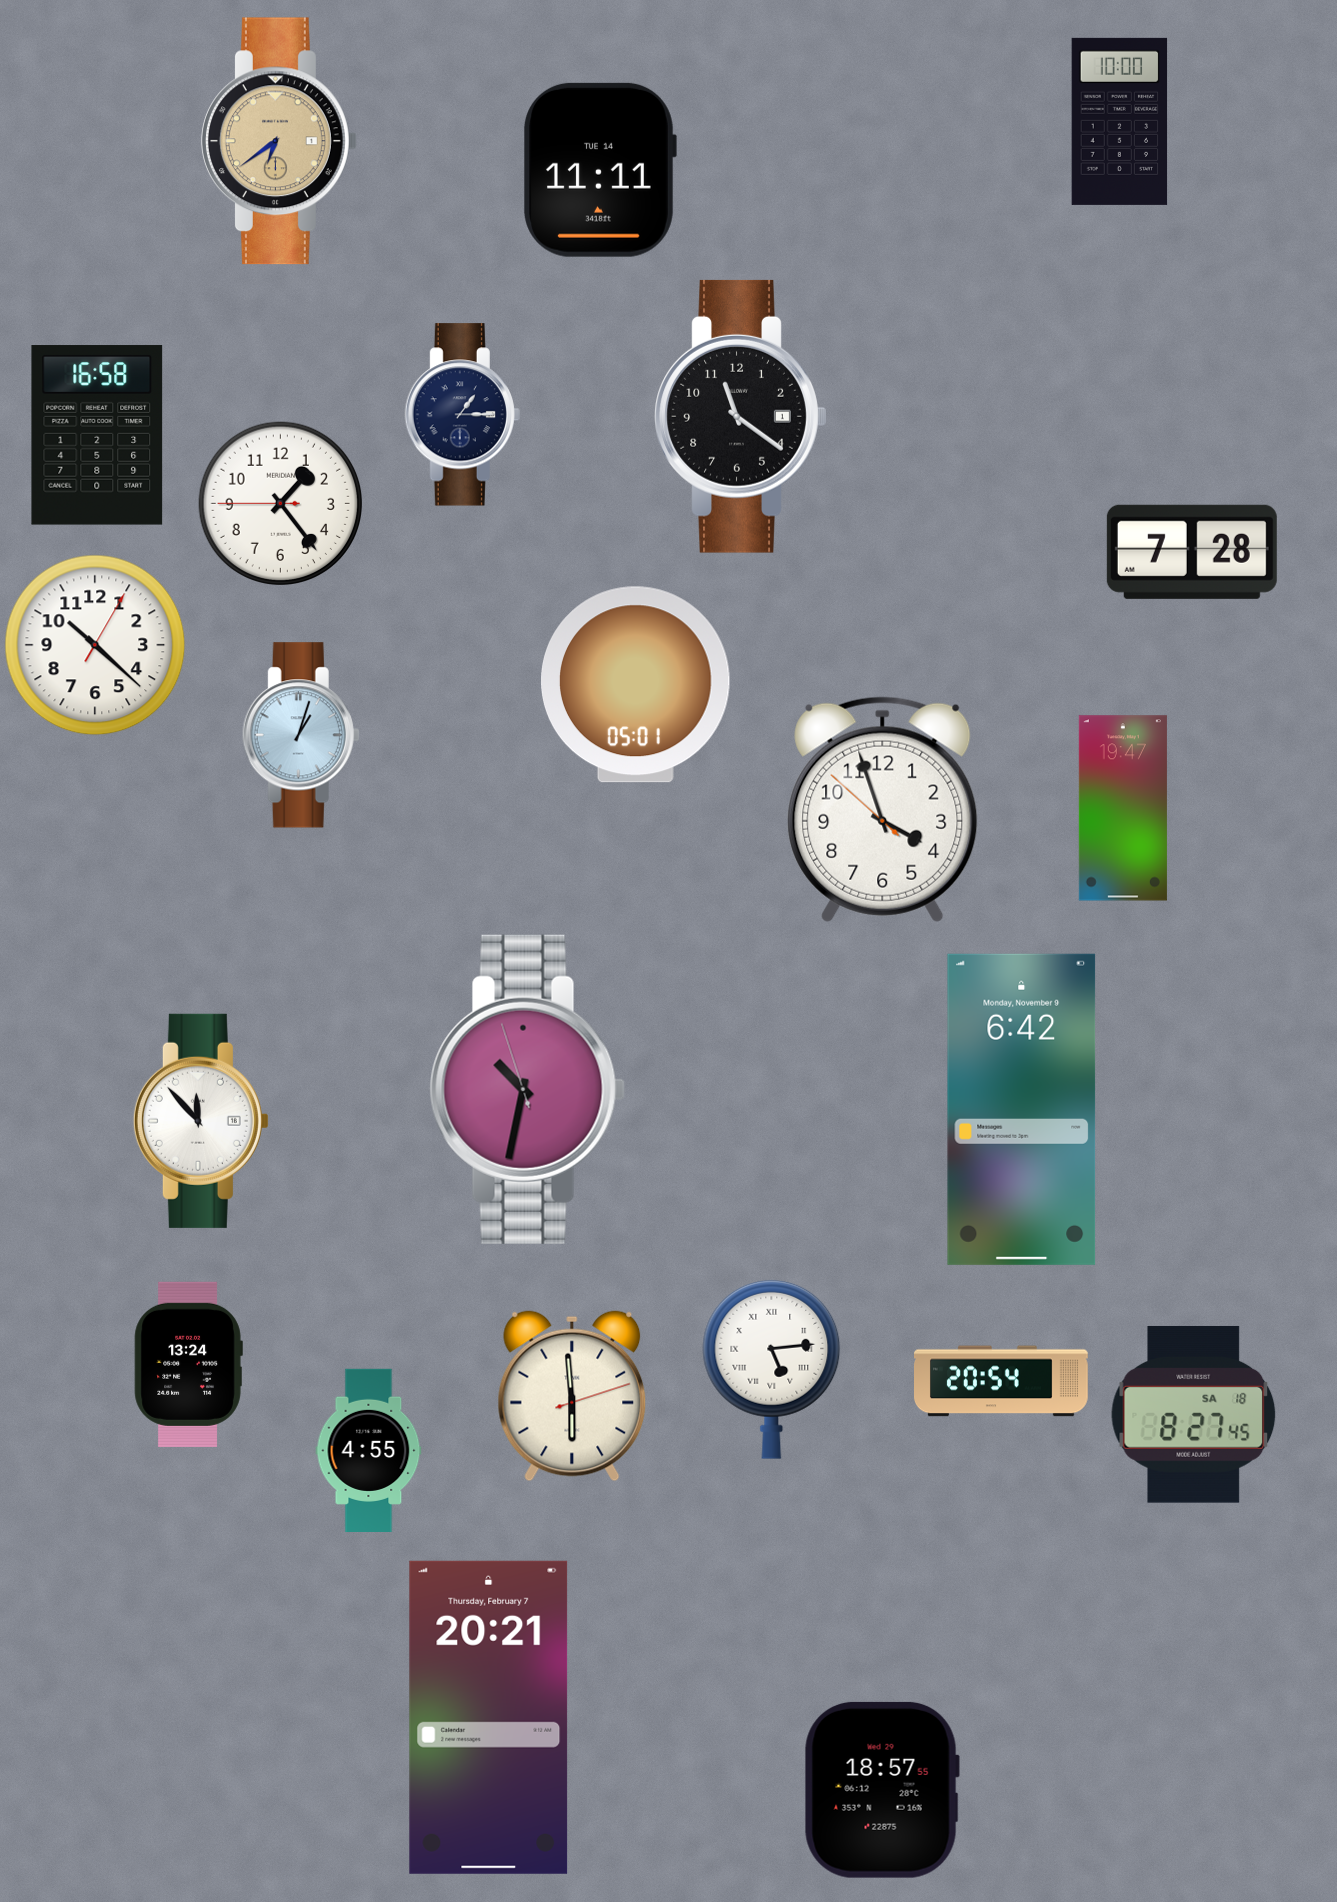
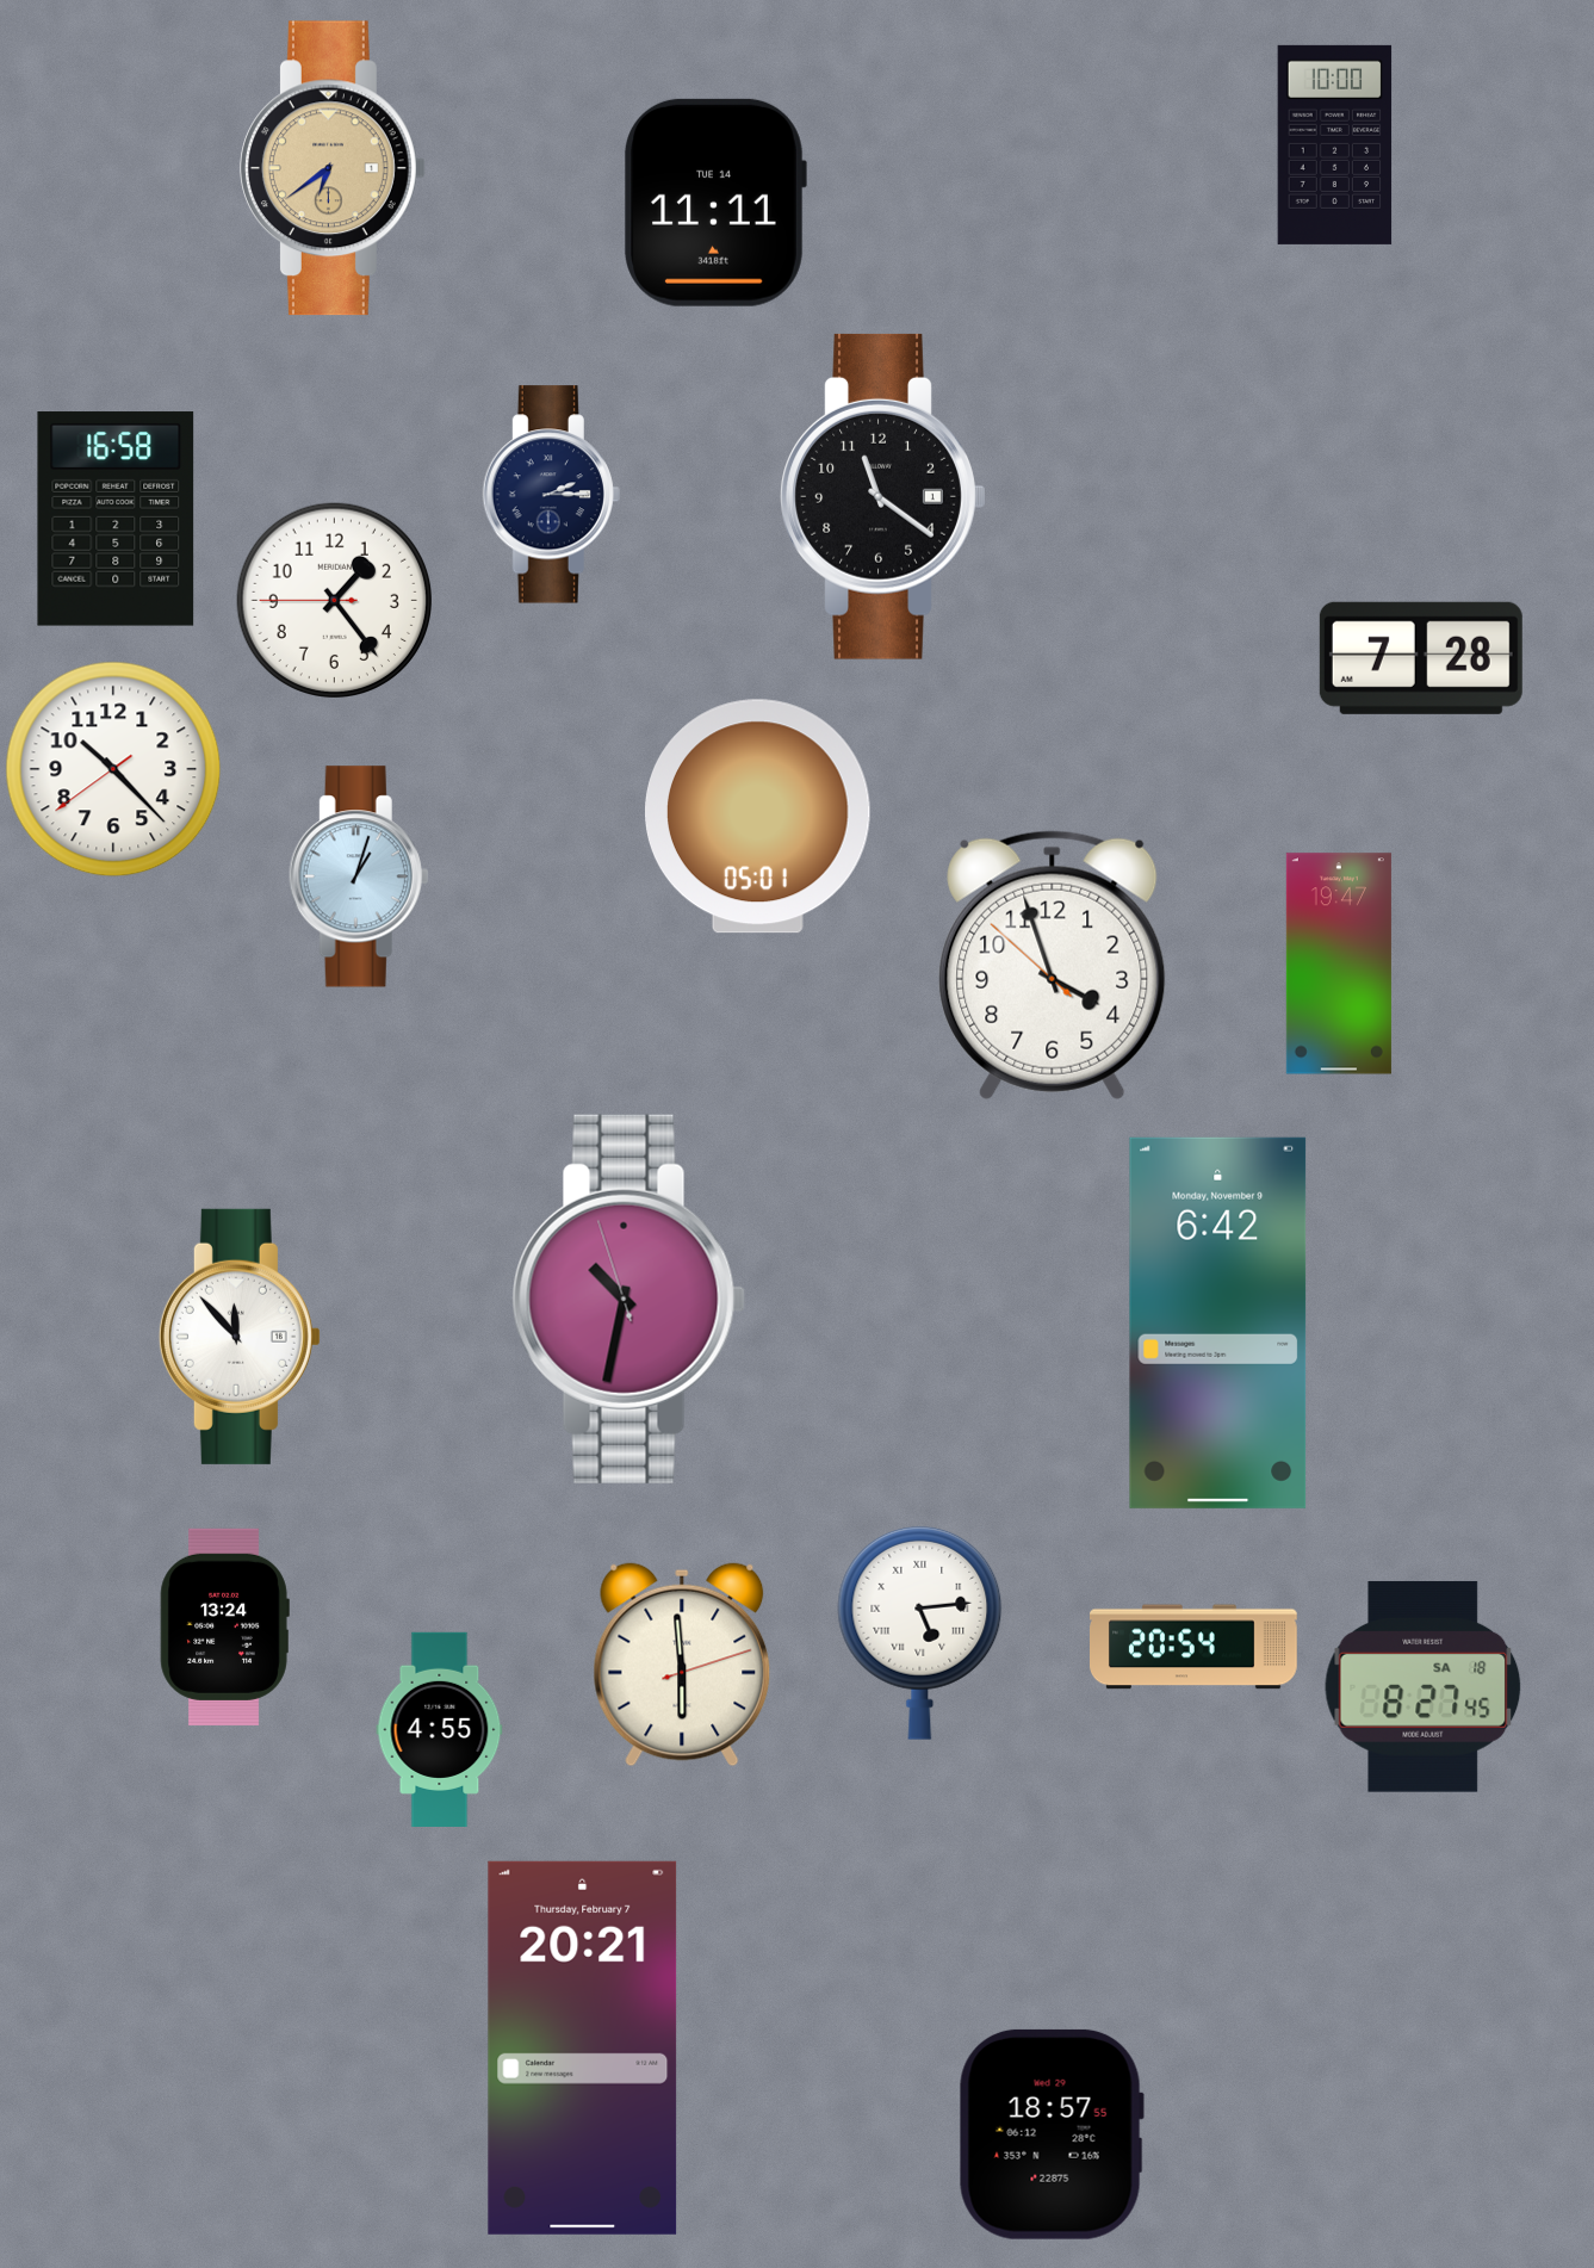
clock at (462, 415): 1:15 -> 2:15
clock at (95, 645): 10:22:05 -> 10:22:39
